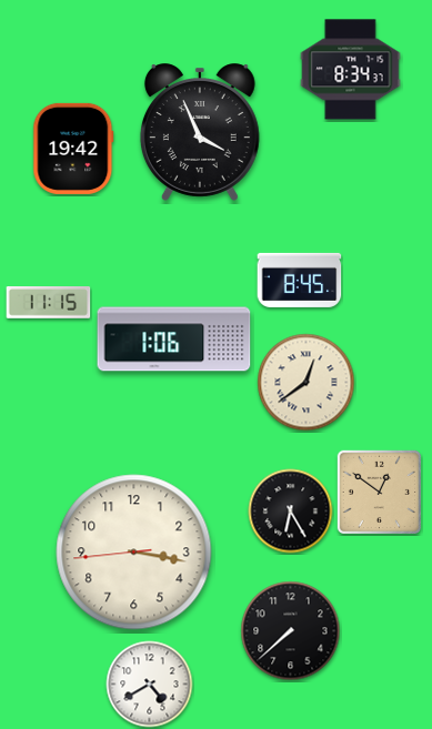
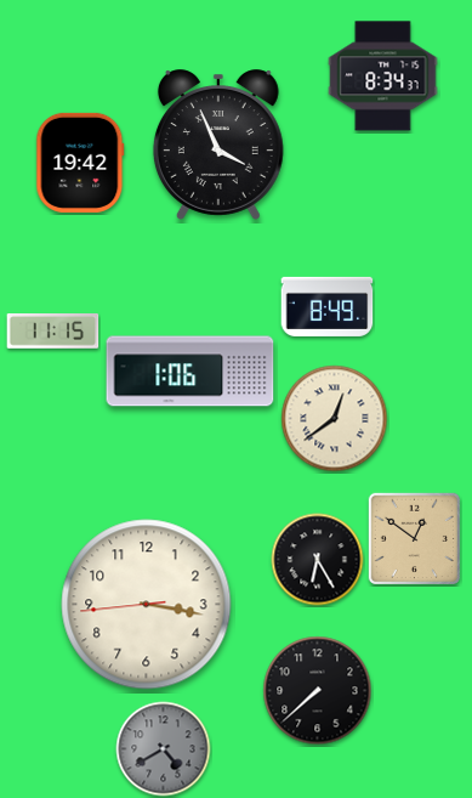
clock at (300, 280): 8:45 -> 8:49
clock at (150, 685) dial: white -> grey
